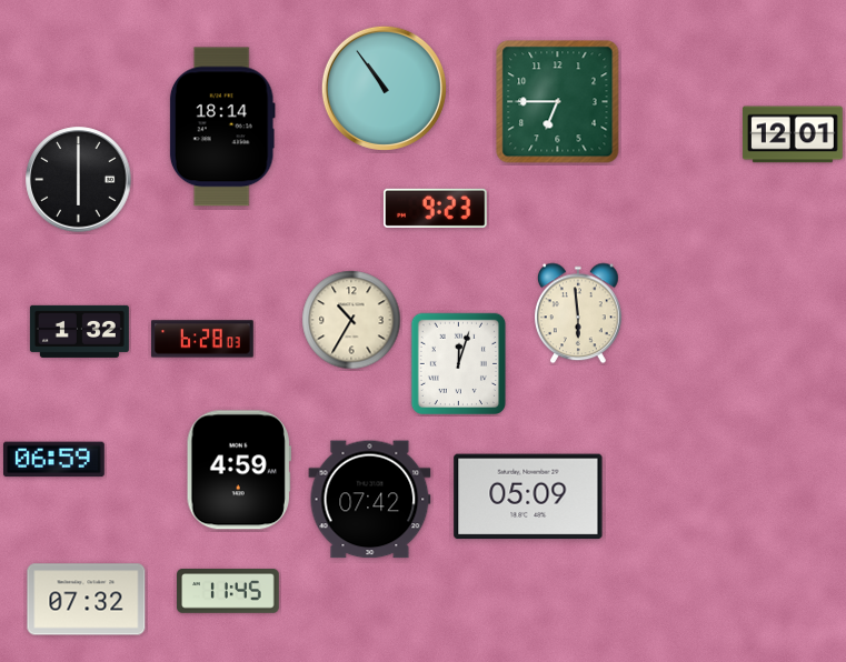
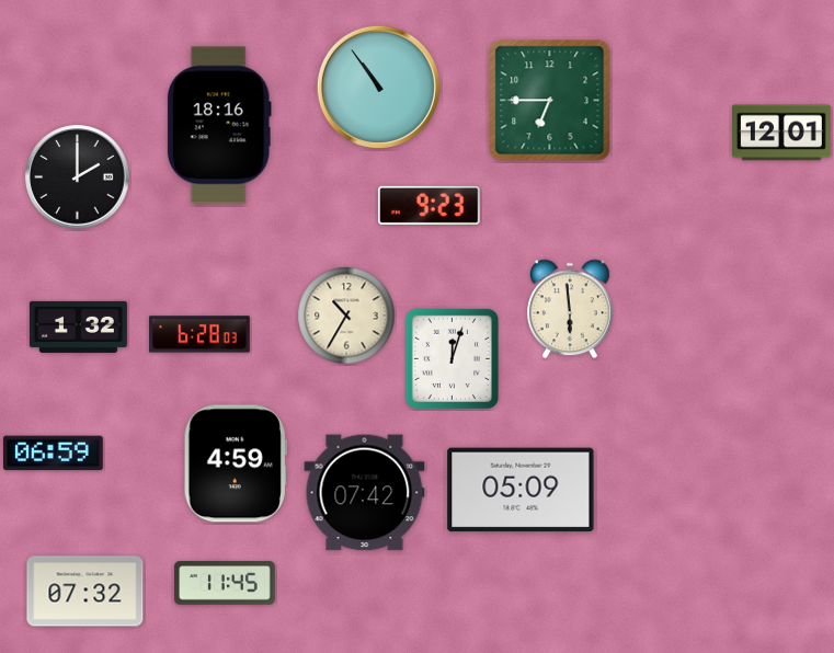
clock at (222, 127): 18:14 -> 18:16
clock at (79, 180): 6:00 -> 2:00
